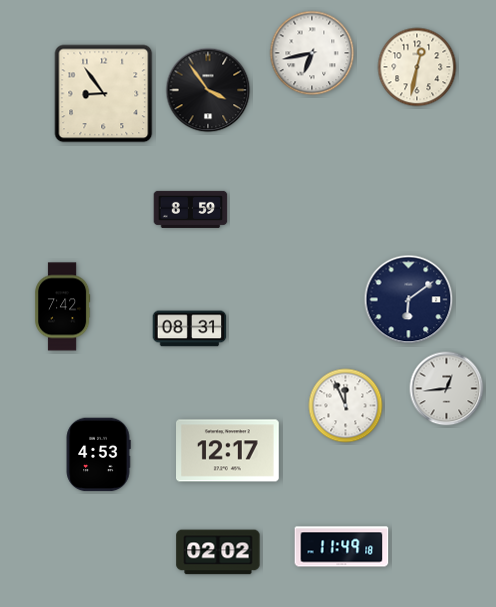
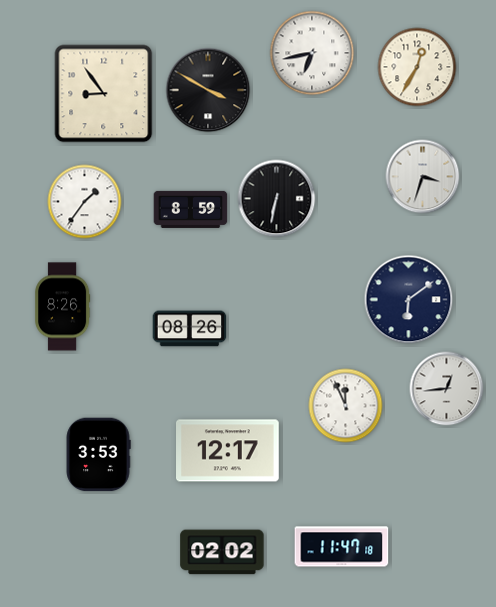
clock at (417, 67): 12:32 -> 12:35
clock at (208, 90): 3:54 -> 3:50
clock at (423, 177): none -> 3:33
clock at (277, 199): none -> 6:32
clock at (85, 202): none -> 1:36
clock at (62, 307): 7:42 -> 8:26
clock at (190, 329): 08:31 -> 08:26
clock at (98, 455): 4:53 -> 3:53
clock at (342, 547): 11:49 -> 11:47
clock at (218, 552) position: (218, 552) -> (222, 552)
